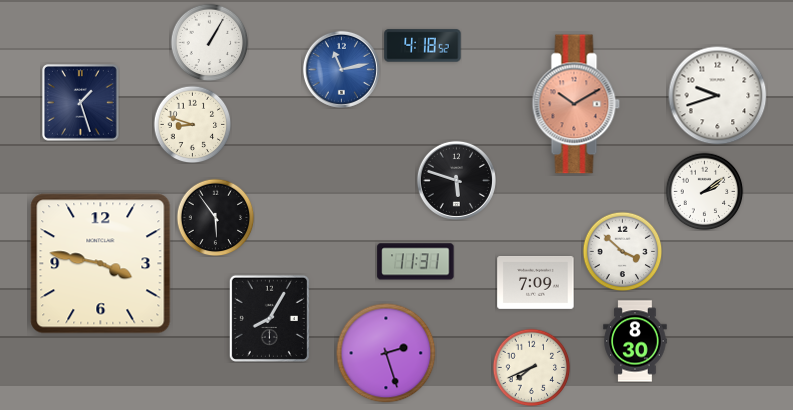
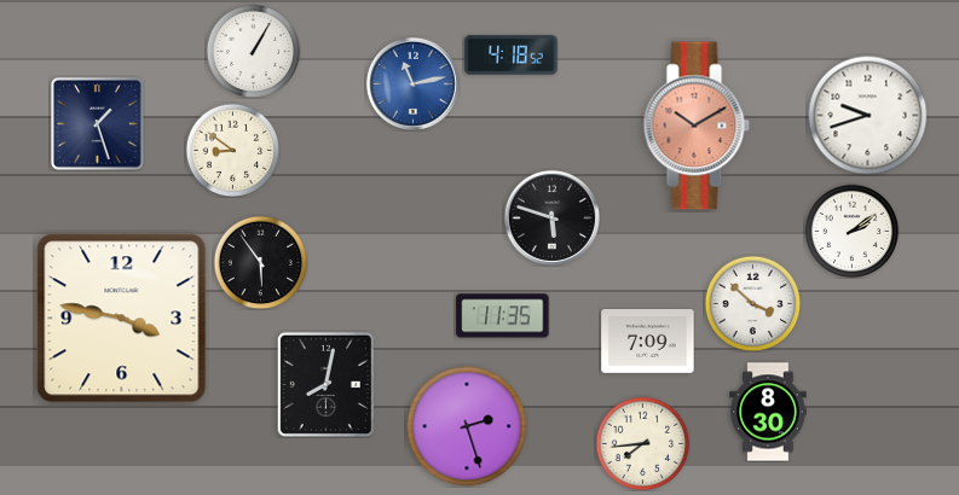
clock at (192, 124): 8:48 -> 8:51
clock at (416, 262): 11:31 -> 11:35
clock at (269, 318): 8:05 -> 8:02
clock at (531, 367): 7:41 -> 7:44
